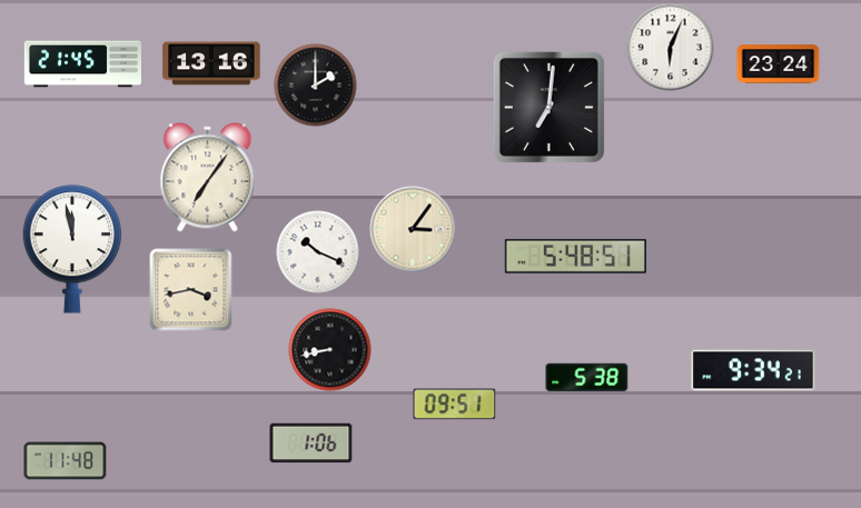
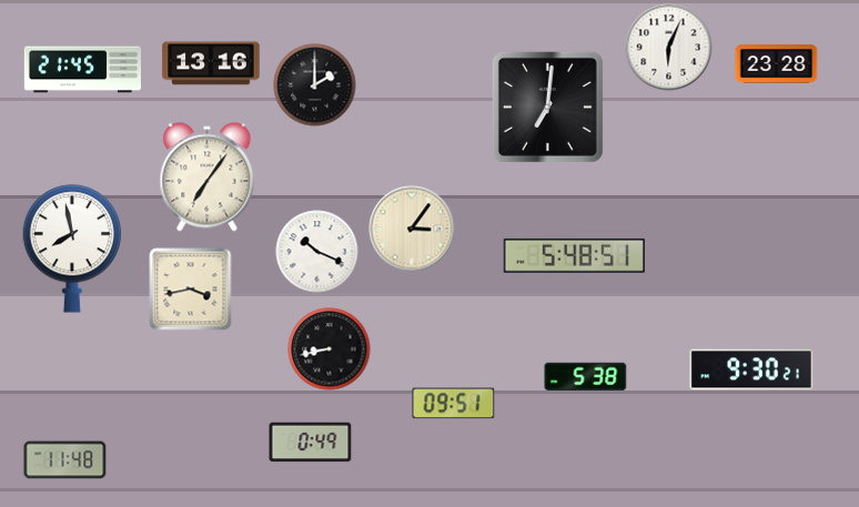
clock at (82, 64) position: (82, 64) -> (82, 70)
clock at (779, 64): 23:24 -> 23:28
clock at (72, 249): 11:58 -> 7:58
clock at (753, 370): 9:34 -> 9:30
clock at (311, 444): 1:06 -> 0:49
